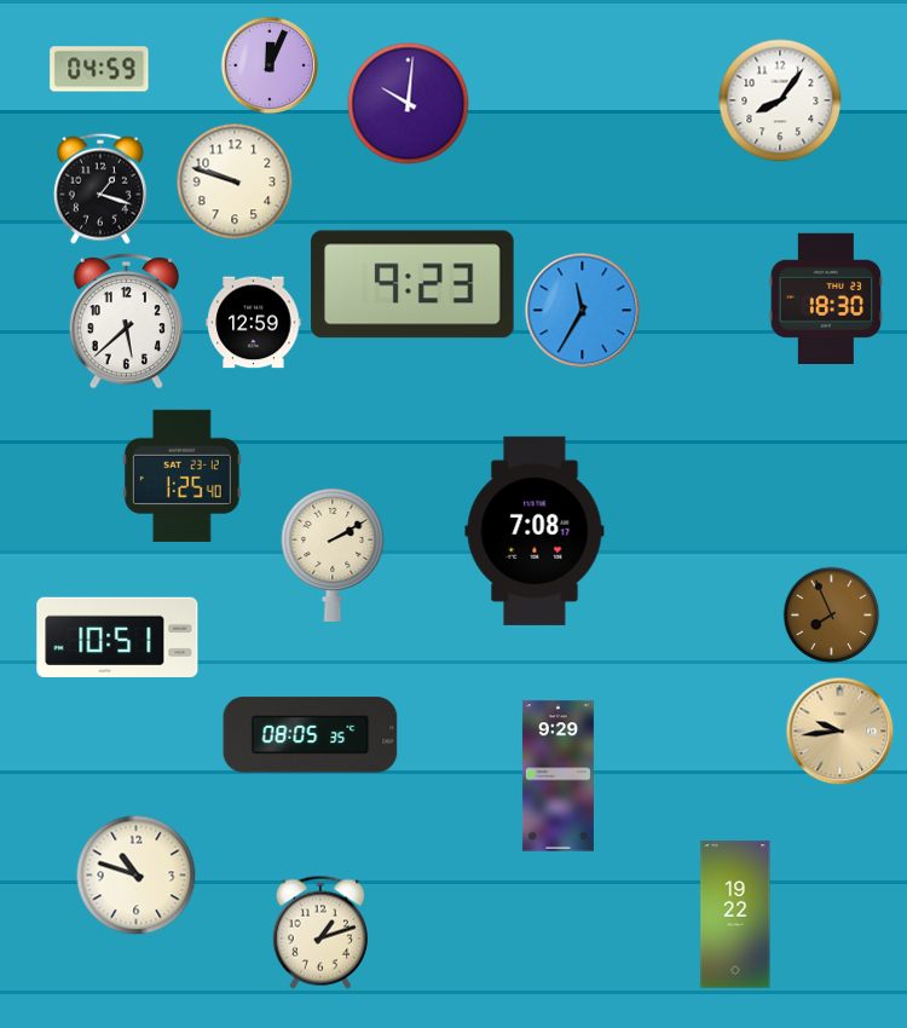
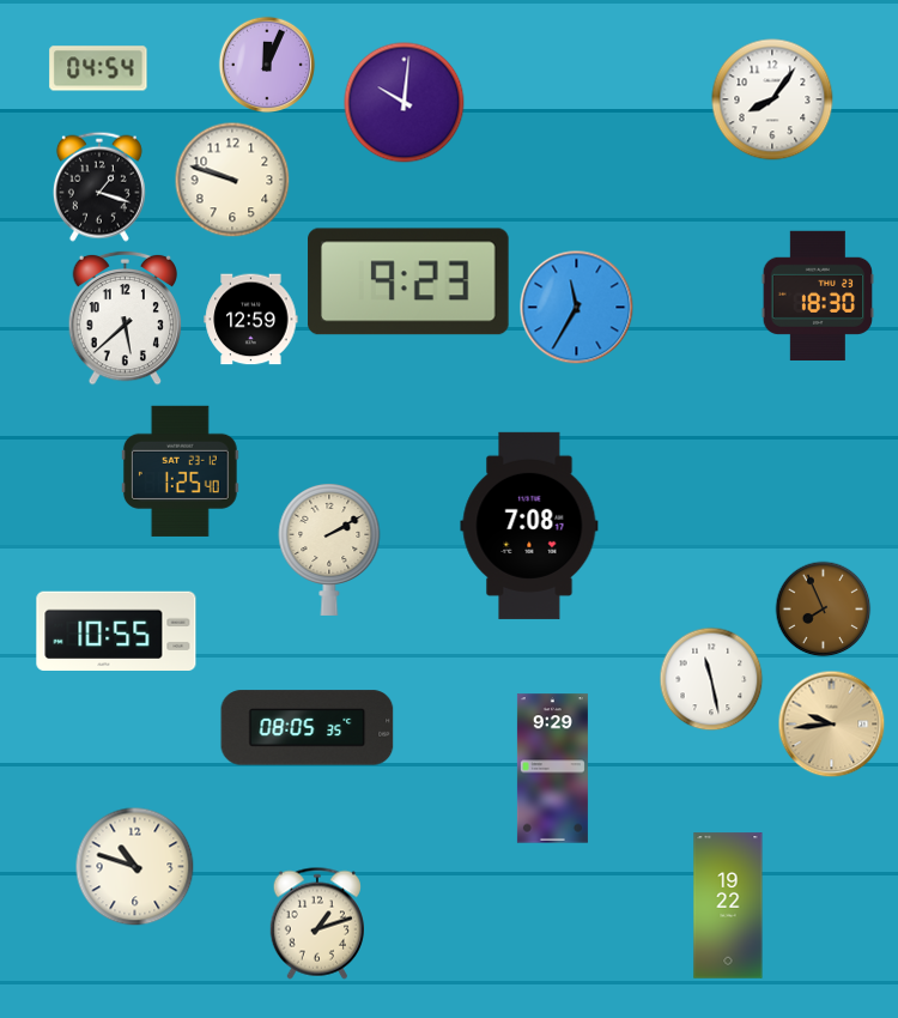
clock at (99, 69): 04:59 -> 04:54
clock at (117, 636): 10:51 -> 10:55
clock at (711, 679): none -> 11:28
